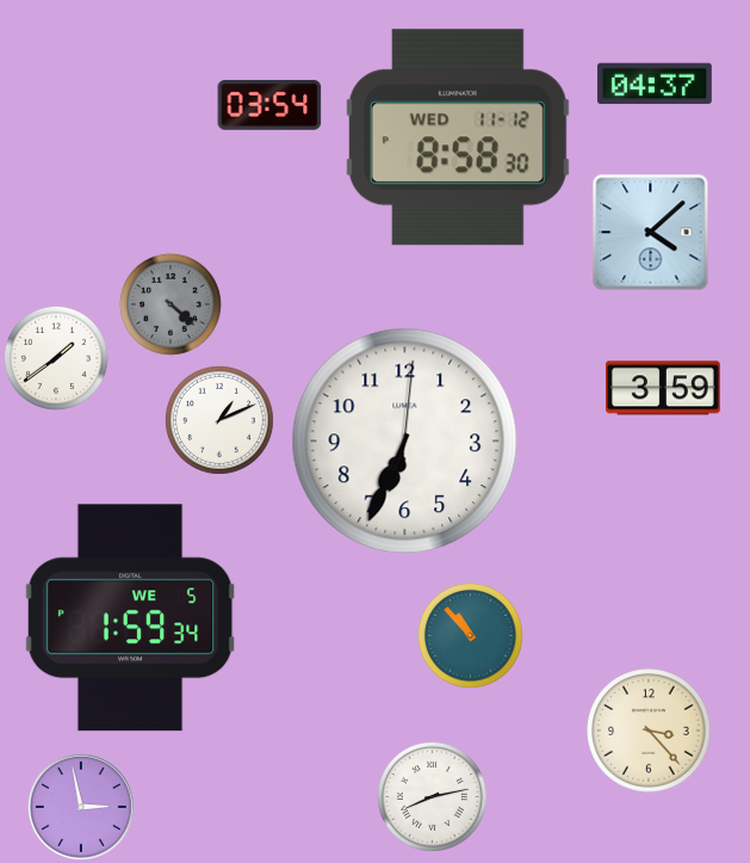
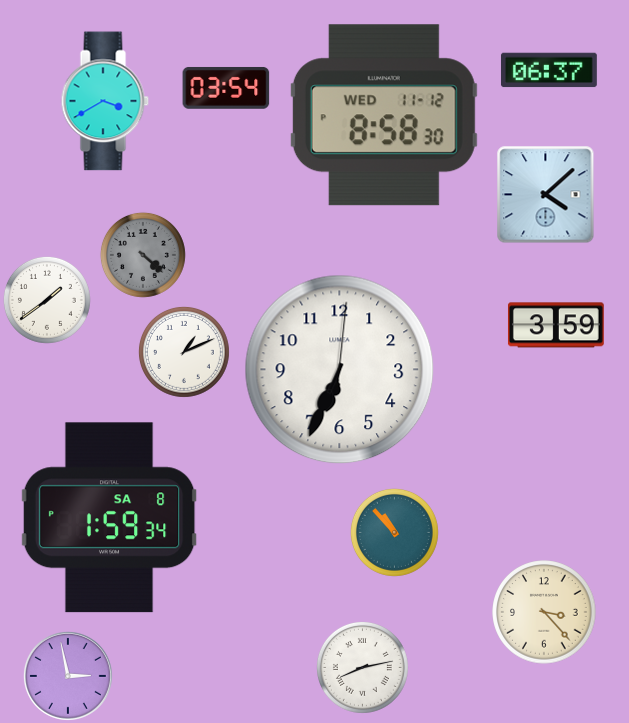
clock at (655, 84): 04:37 -> 06:37
clock at (105, 101): none -> 3:40
clock at (130, 618) date: WE 5 -> SA 8
